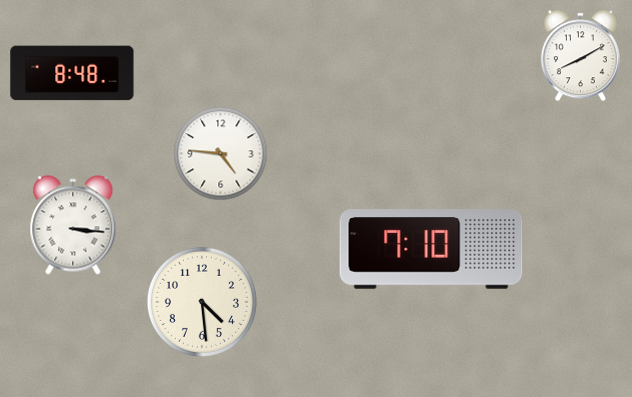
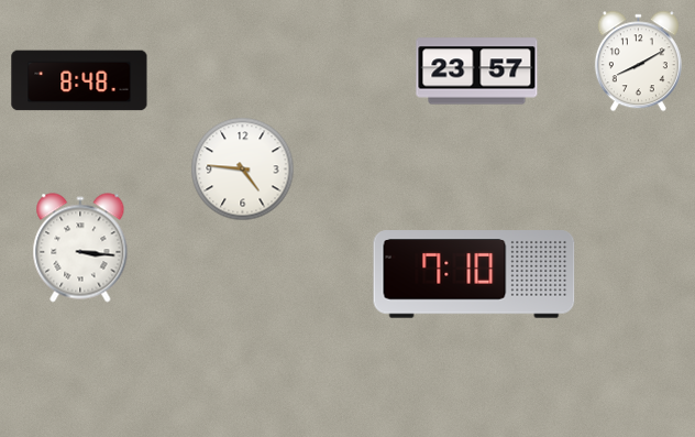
clock at (477, 72): none -> 23:57
clock at (202, 302): 4:29 -> none
